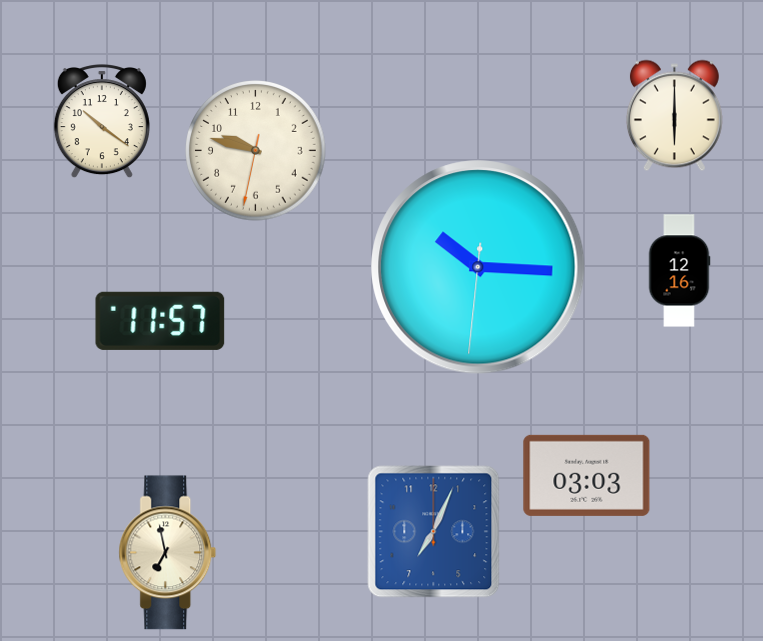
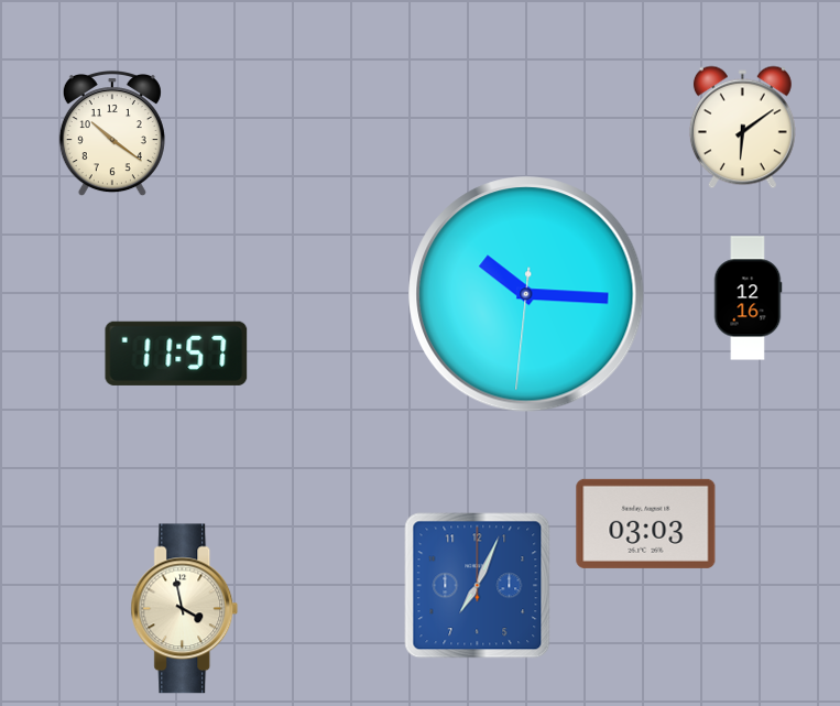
clock at (674, 116): 6:00 -> 6:09
clock at (256, 151): 9:47 -> none
clock at (168, 553): 6:58 -> 3:58
